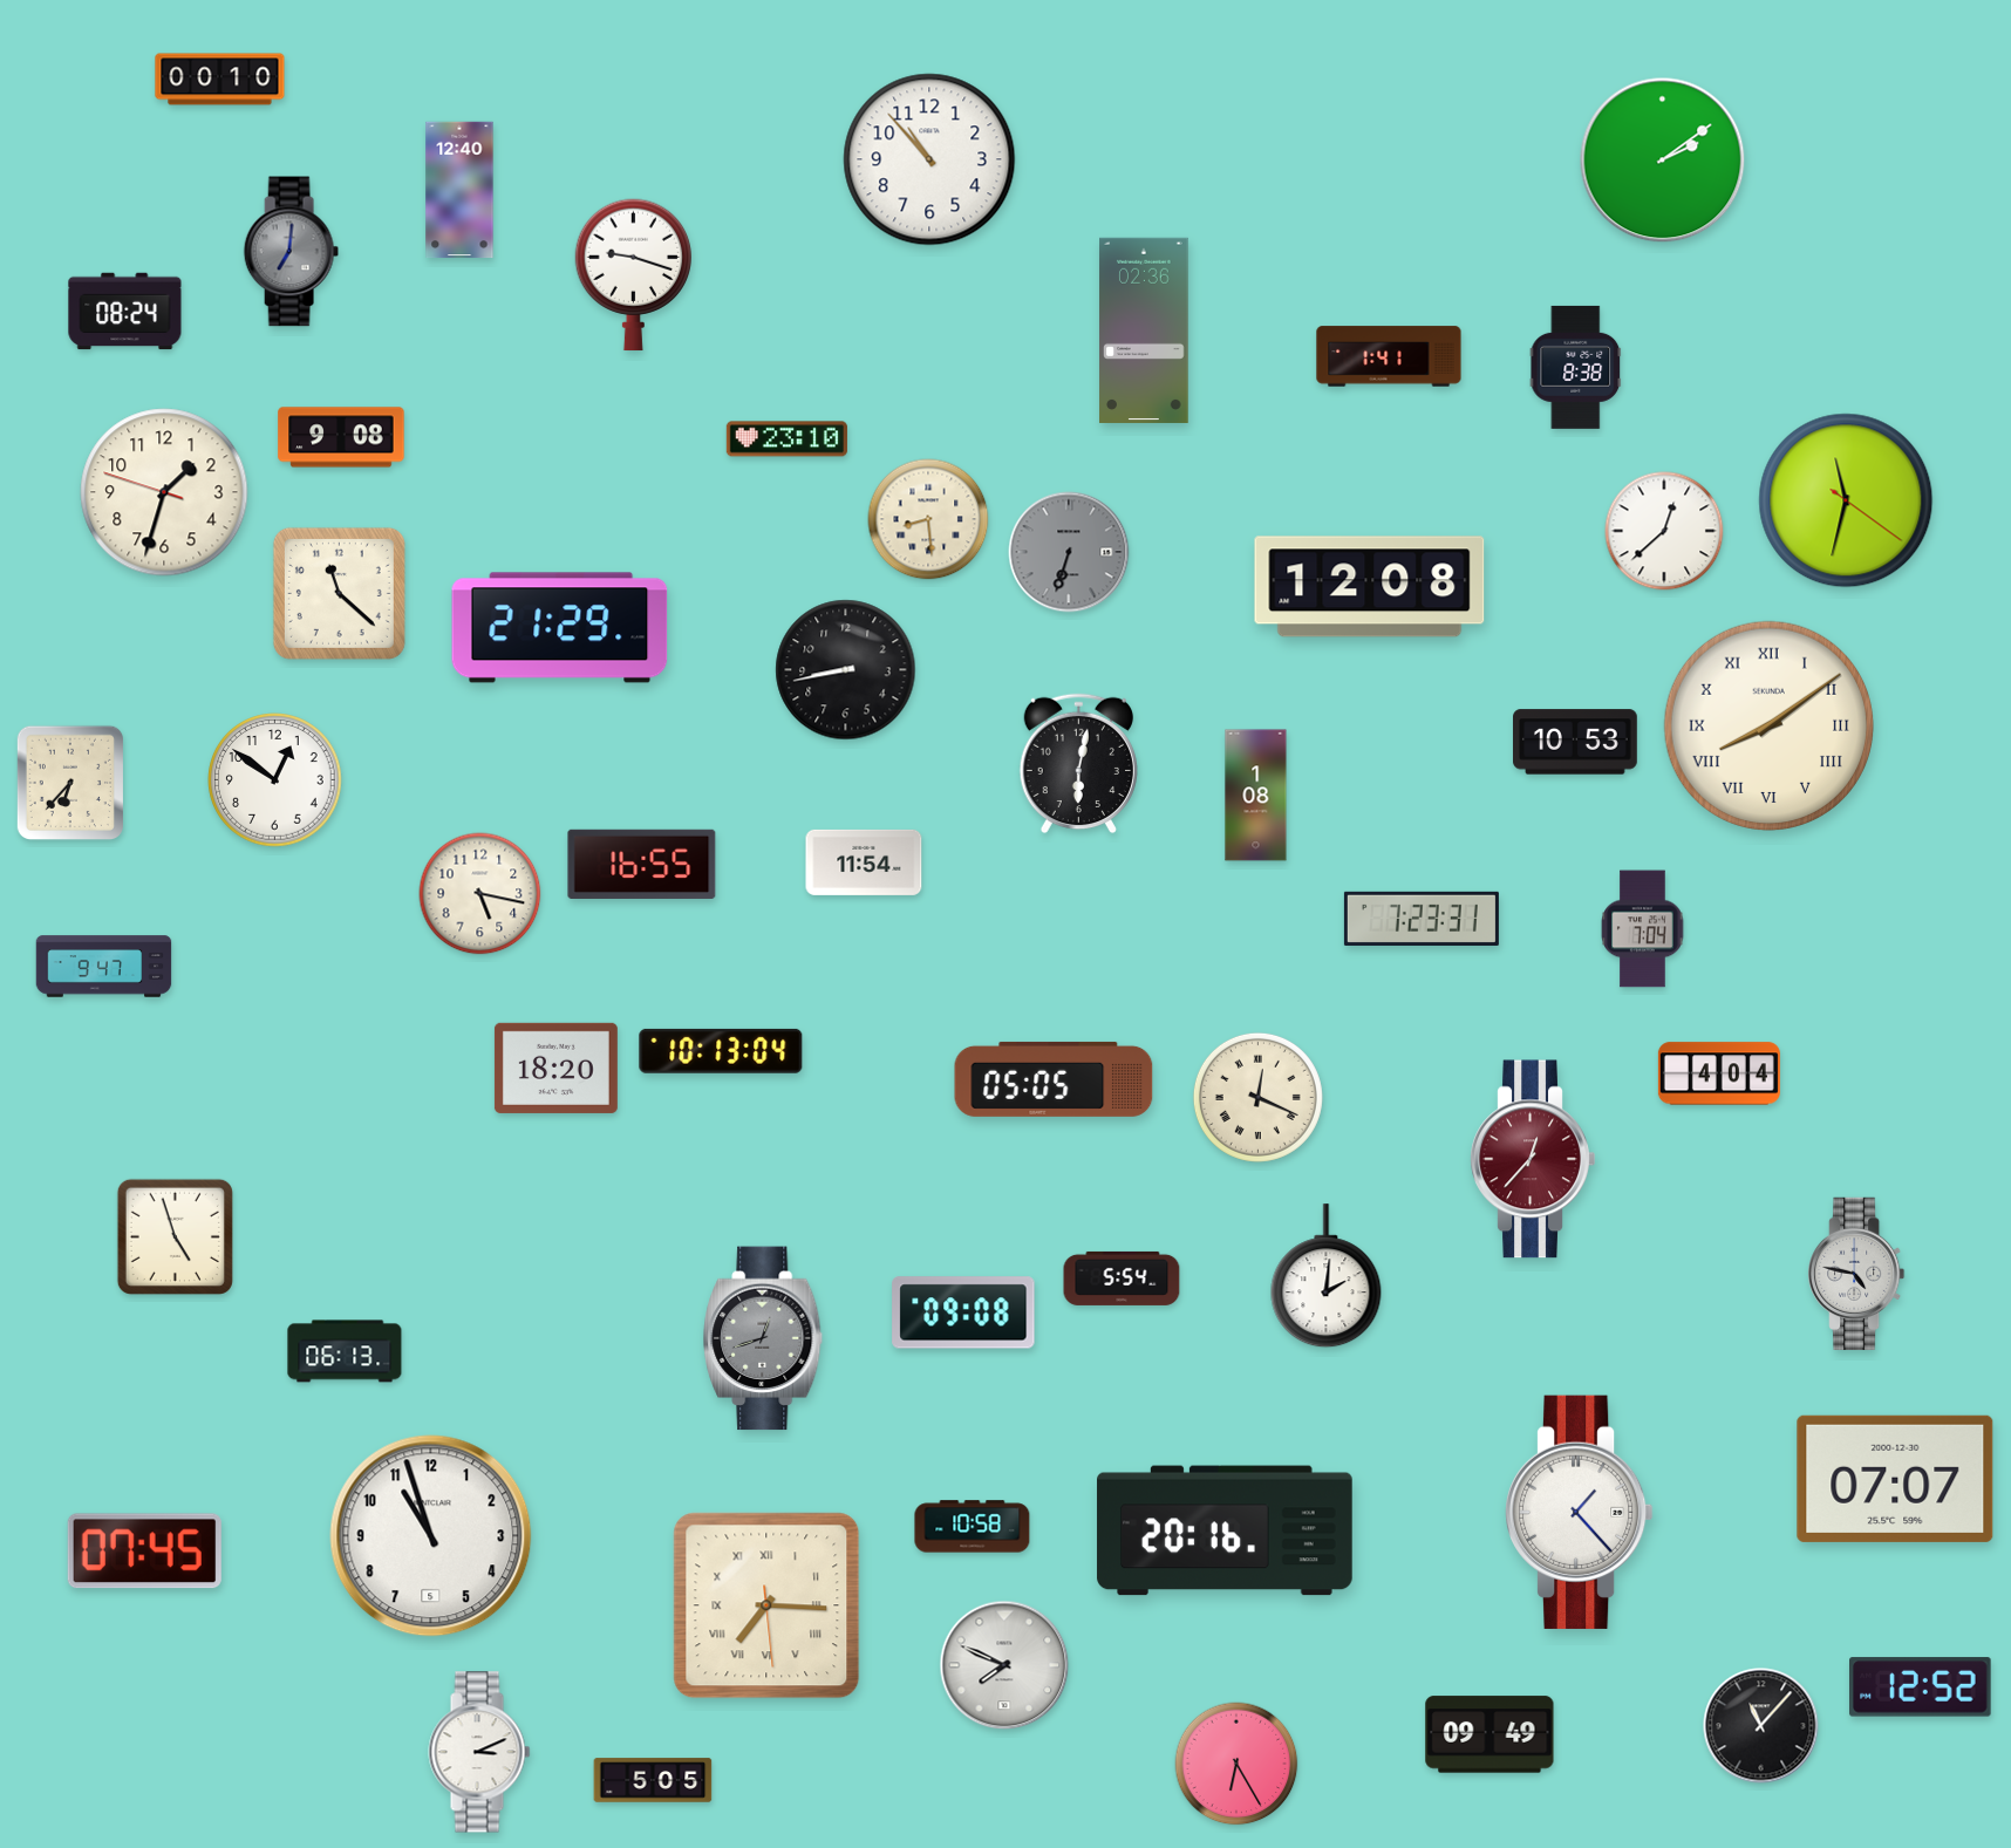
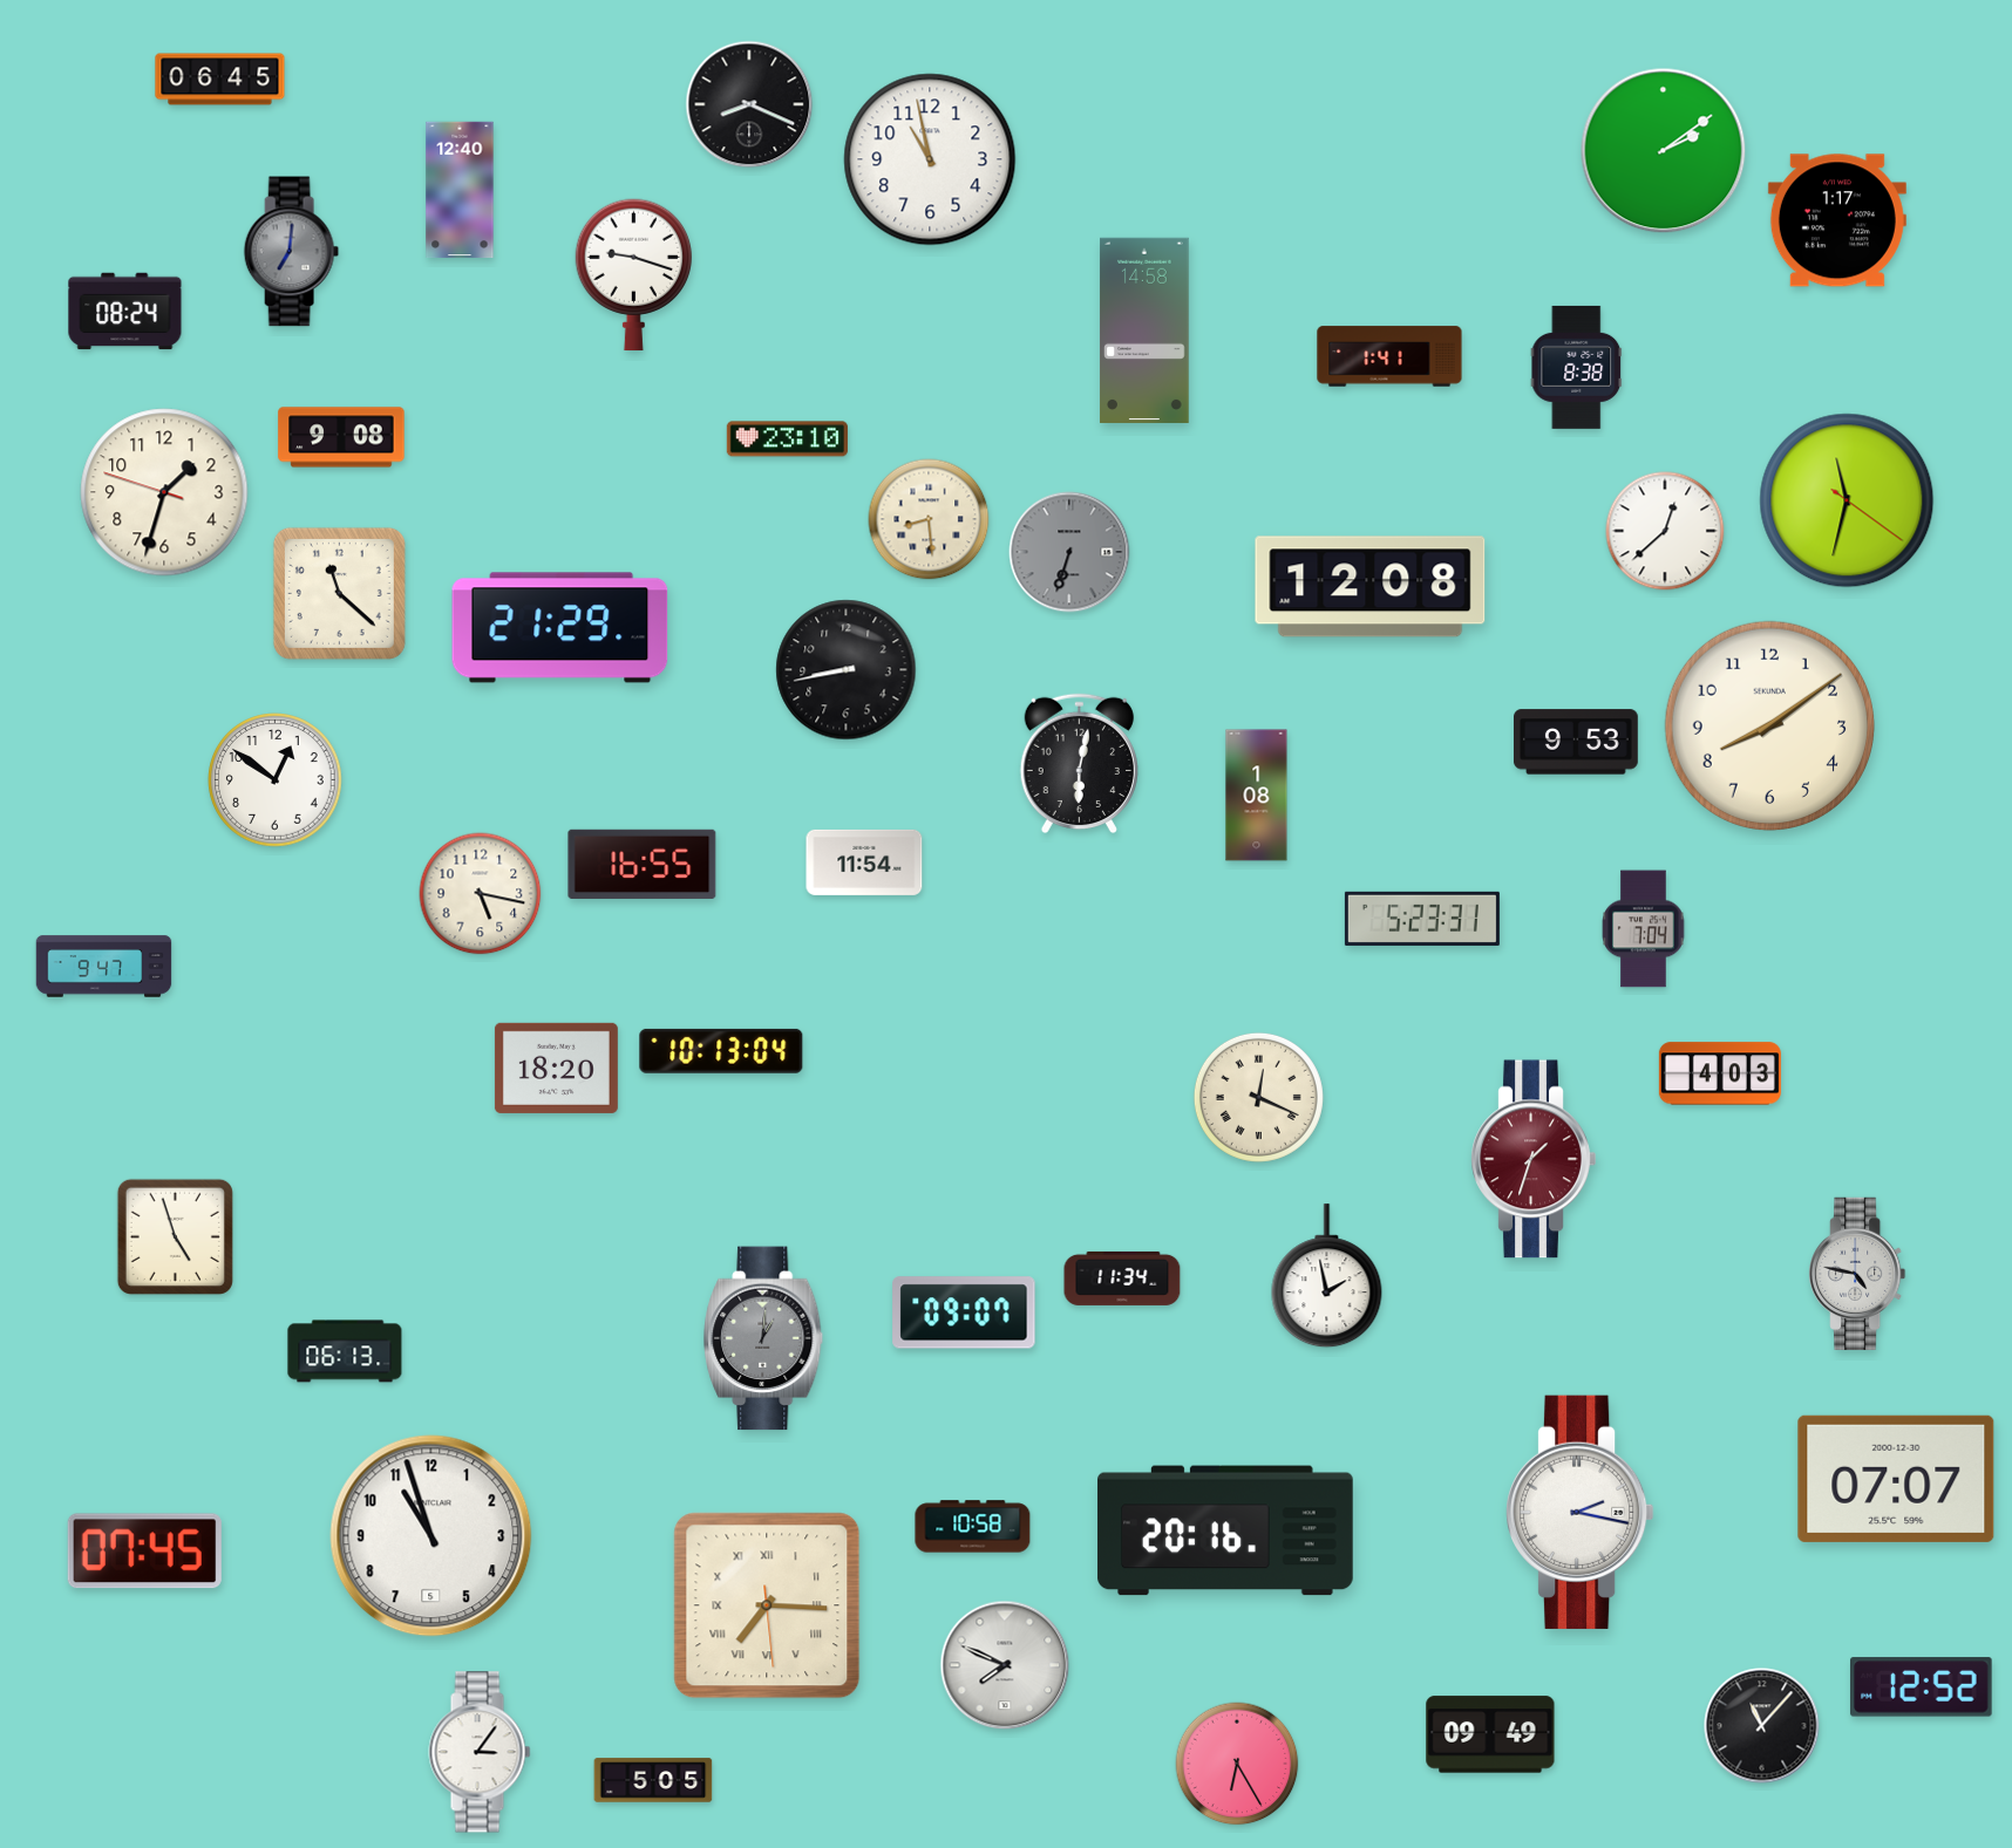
clock at (220, 80): 00:10 -> 06:45
clock at (749, 104): none -> 8:19
clock at (929, 159): 10:53 -> 10:58
clock at (1663, 161) position: (1663, 161) -> (1664, 151)
clock at (1837, 220): none -> 1:17
clock at (1144, 330): 02:36 -> 14:58
clock at (1768, 725) numerals: Roman -> Arabic
clock at (1576, 742): 10:53 -> 9:53
clock at (69, 782): 6:37 -> none
clock at (1422, 919): 7:23 -> 5:23
clock at (1719, 1073): 4:04 -> 4:03
clock at (1054, 1079): 05:05 -> none
clock at (1533, 1159): 12:37 -> 1:33
clock at (1327, 1276): 2:01 -> 1:58
clock at (1122, 1278): 5:54 -> 11:34
clock at (963, 1312): 09:08 -> 09:07
clock at (764, 1338): 12:42 -> 1:01
clock at (1580, 1512): 1:23 -> 2:17
clock at (479, 1752): 3:11 -> 3:06
